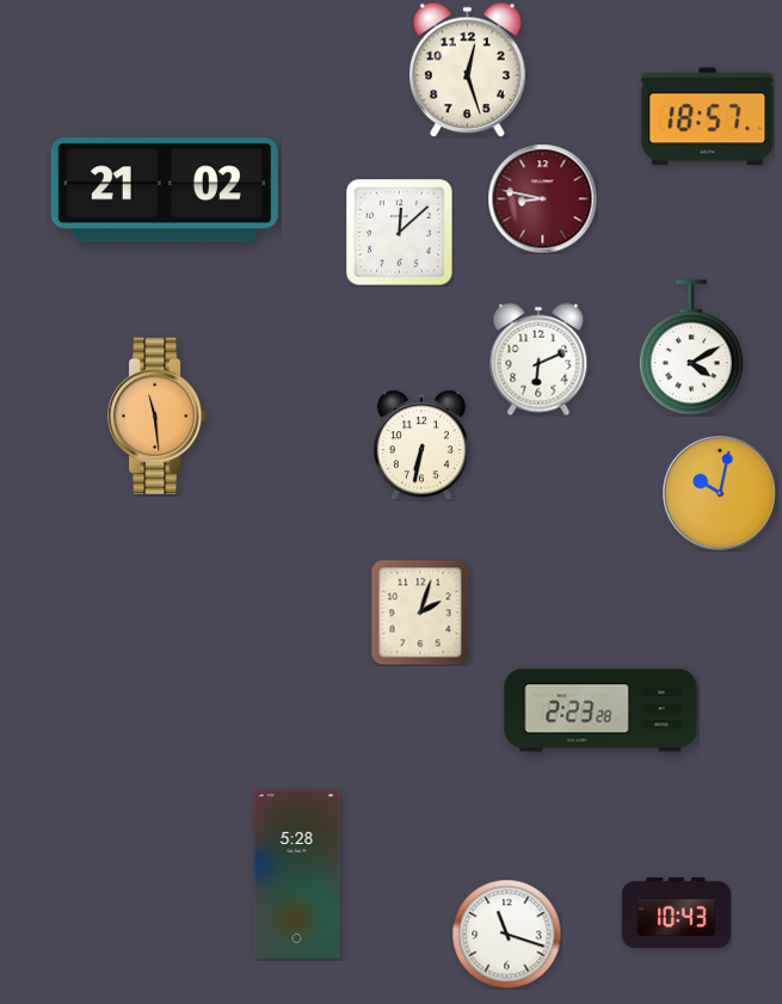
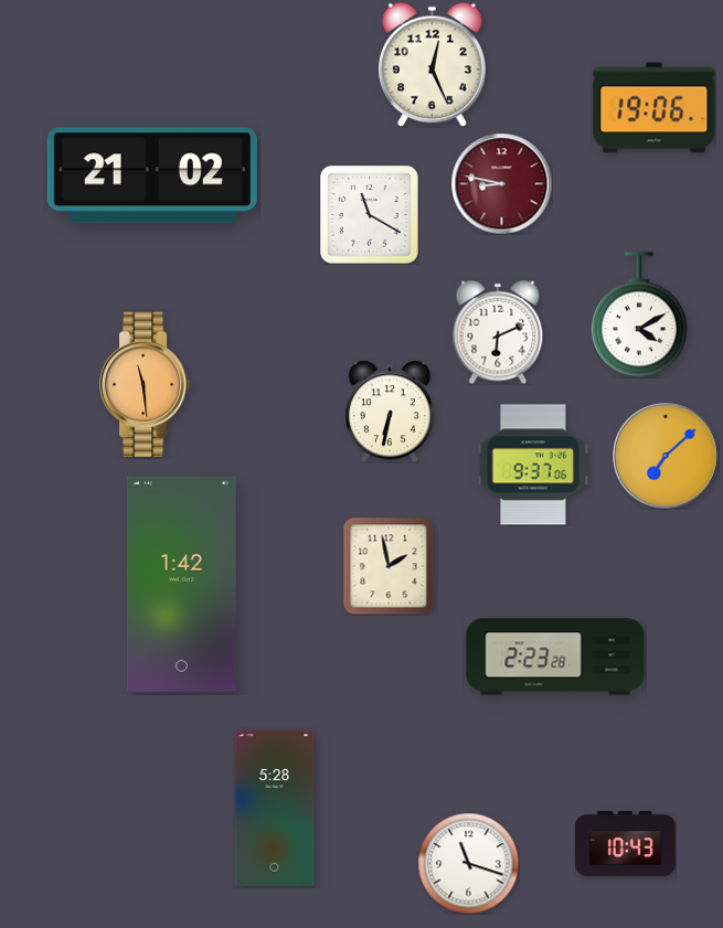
clock at (468, 69): 12:27 -> 12:26
clock at (708, 117): 18:57 -> 19:06
clock at (399, 232): 12:08 -> 11:20
clock at (691, 347) position: (691, 347) -> (639, 314)
clock at (720, 493): 10:02 -> 7:08
clock at (533, 465): none -> 9:37
clock at (420, 612): 2:03 -> 1:58
clock at (181, 584): none -> 1:42
